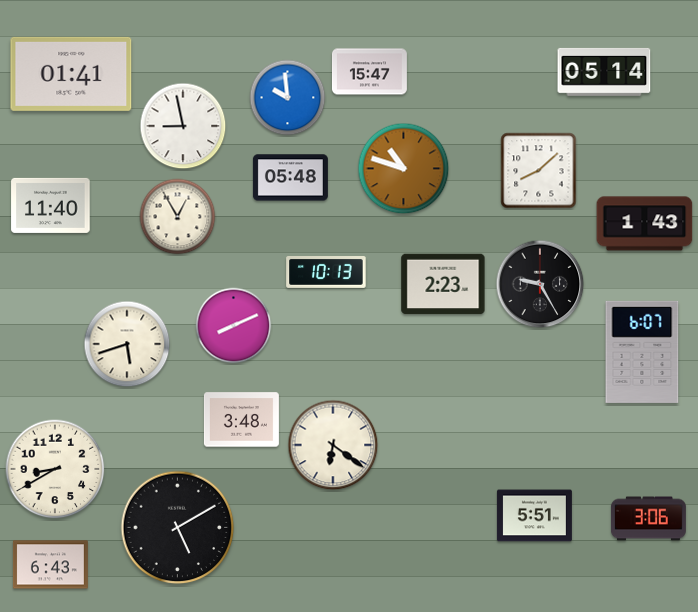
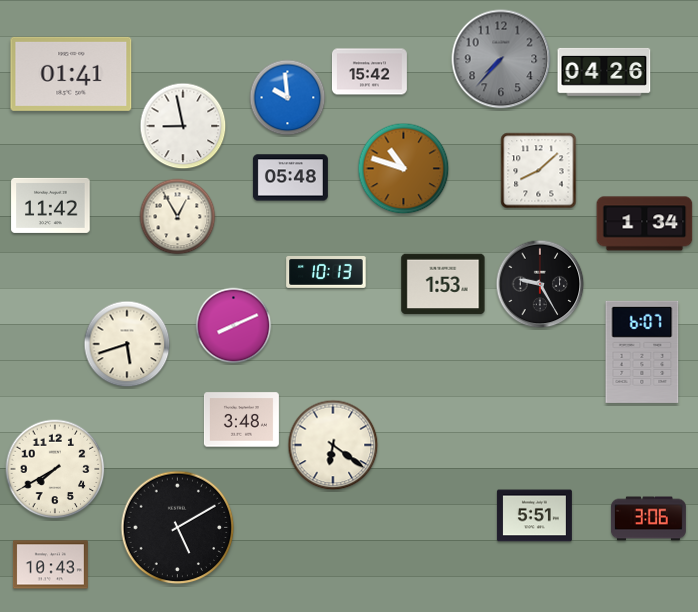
clock at (501, 59): none -> 7:37
clock at (369, 72): 15:47 -> 15:42
clock at (604, 72): 05:14 -> 04:26
clock at (51, 205): 11:40 -> 11:42
clock at (645, 224): 1:43 -> 1:34
clock at (443, 284): 2:23 -> 1:53
clock at (55, 469): 8:40 -> 7:40
clock at (50, 565): 6:43 -> 10:43
